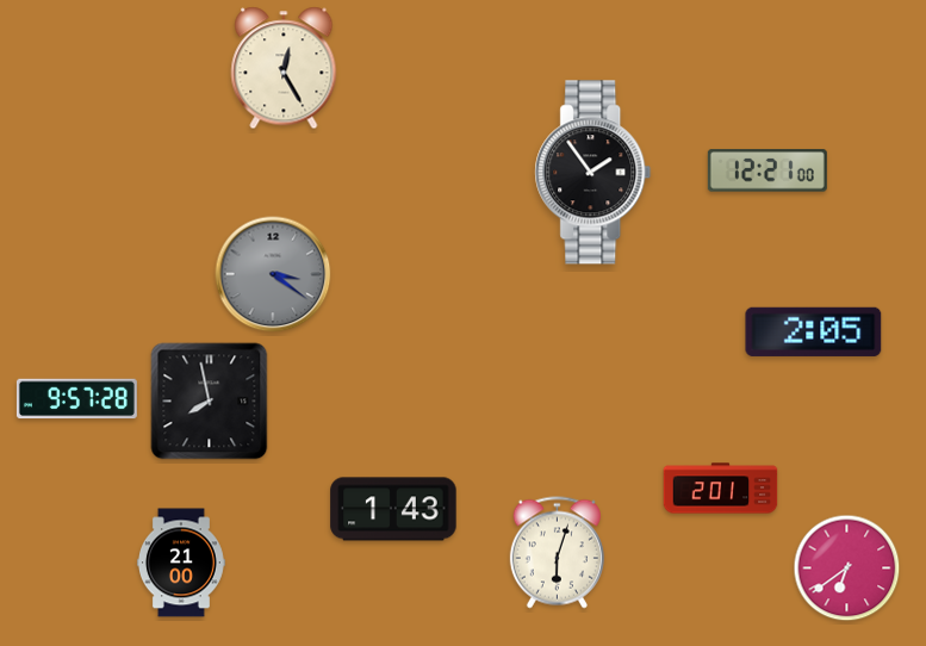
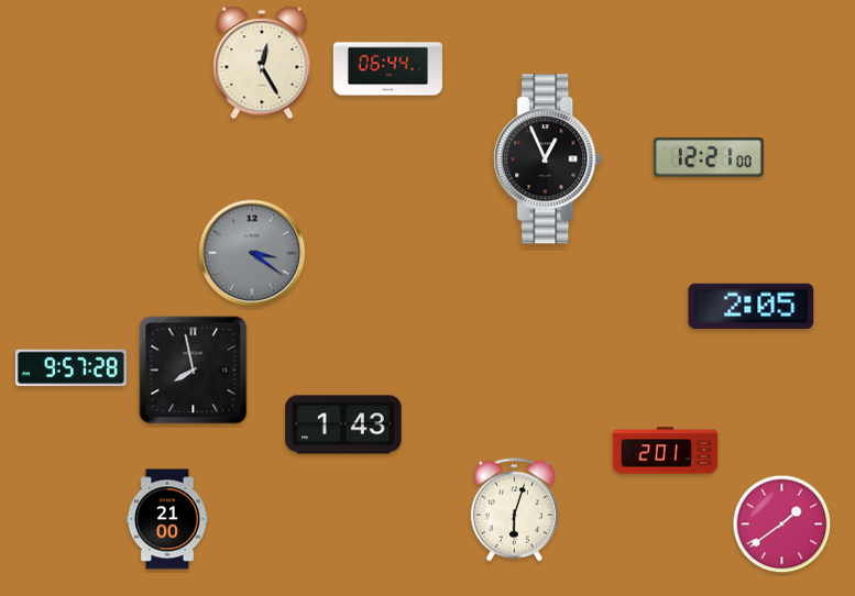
clock at (387, 69): none -> 06:44
clock at (593, 173): 1:54 -> 12:56
clock at (393, 509) position: (393, 509) -> (343, 424)
clock at (847, 569): 6:39 -> 1:39
